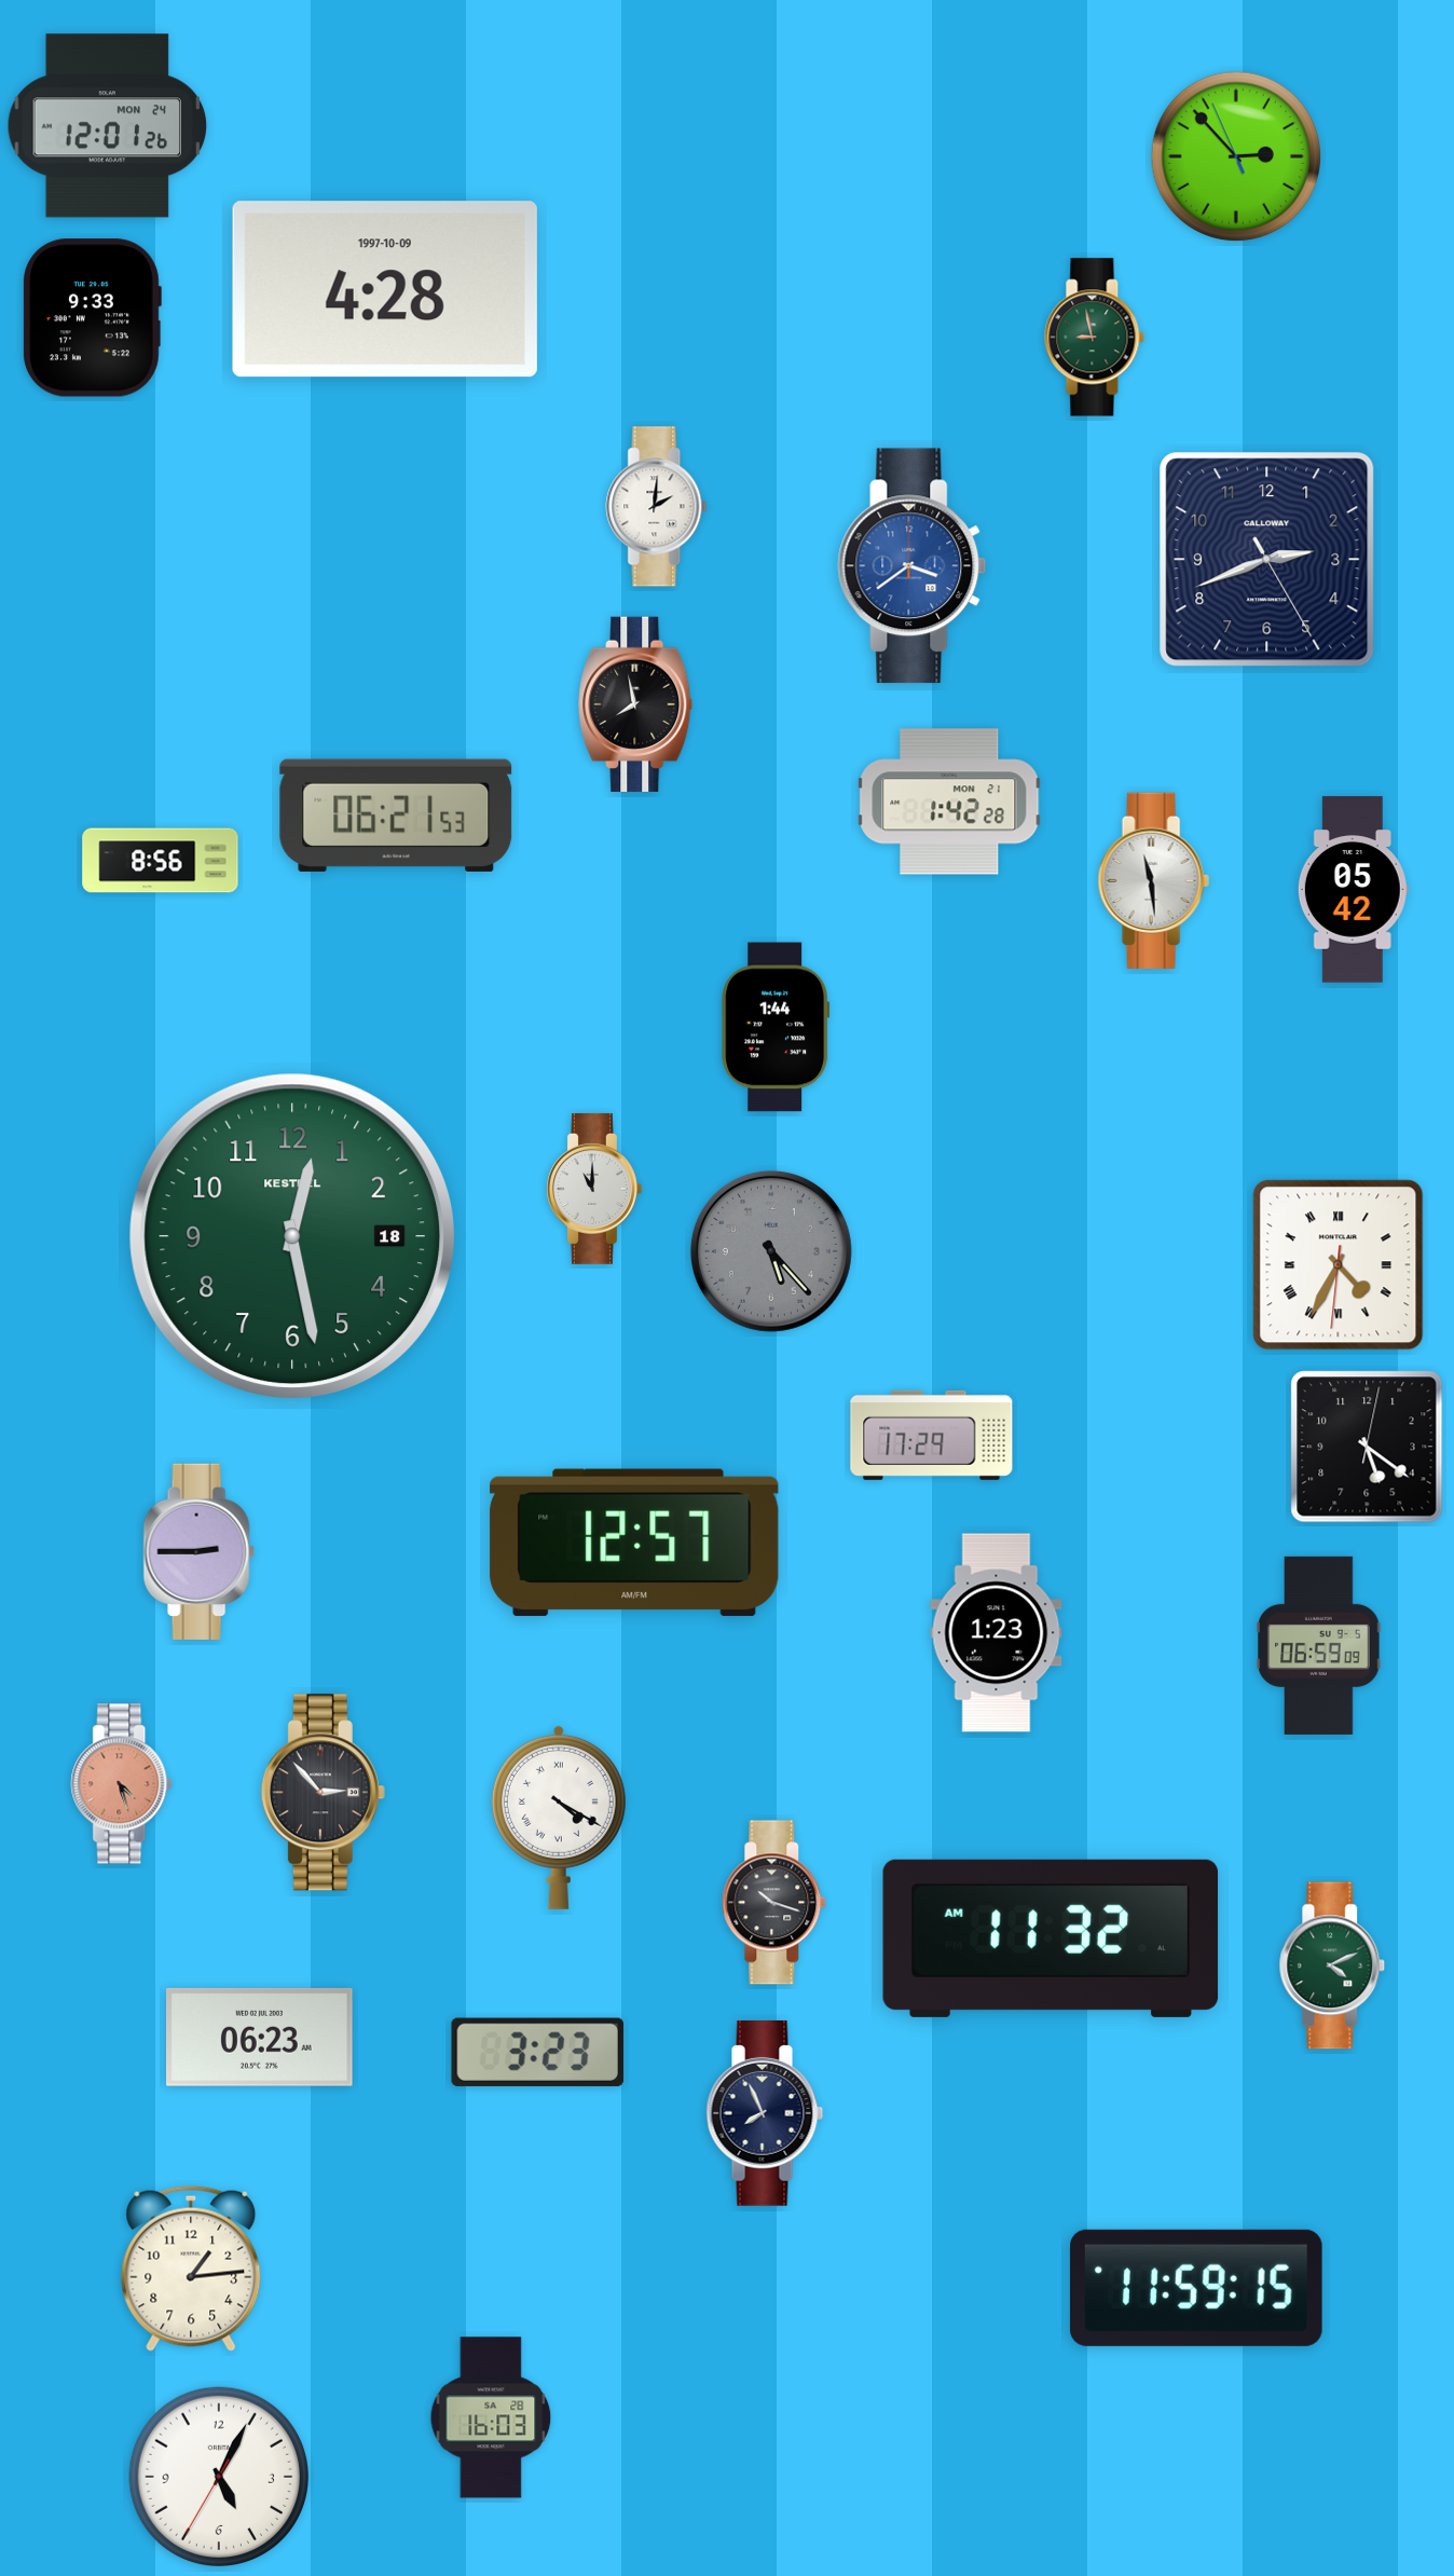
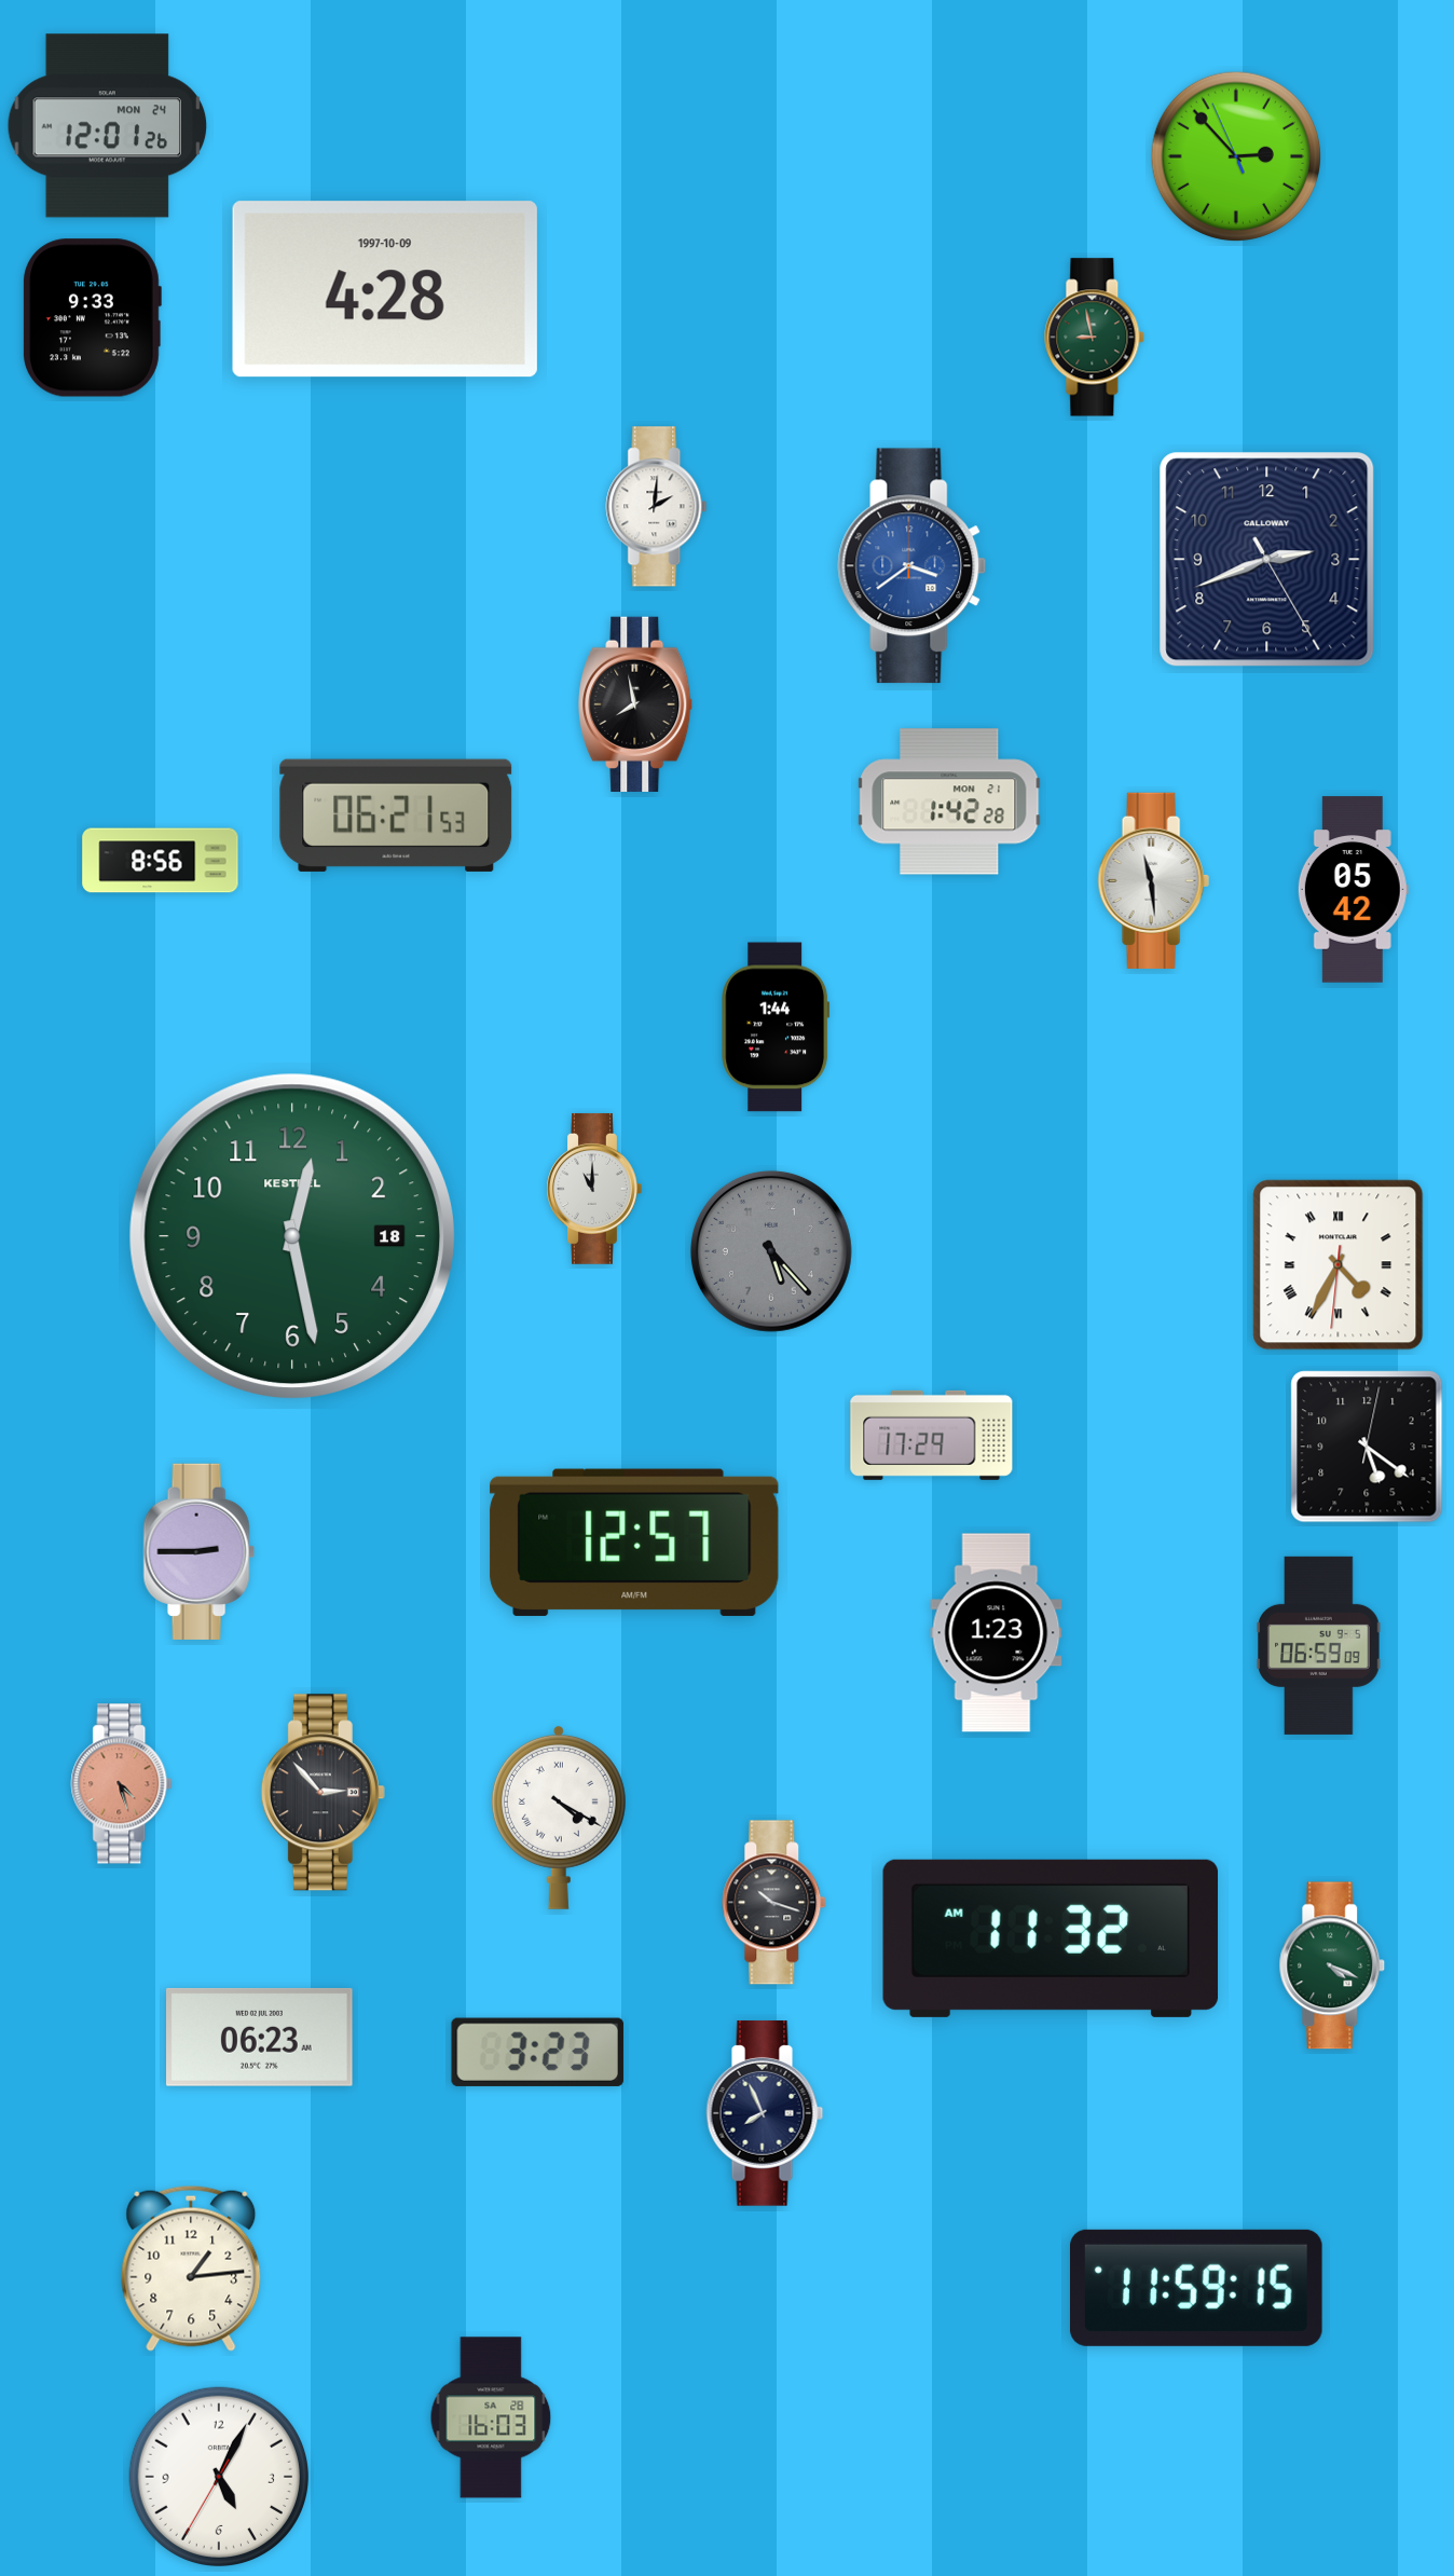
clock at (1332, 1965): 4:11 -> 4:19
